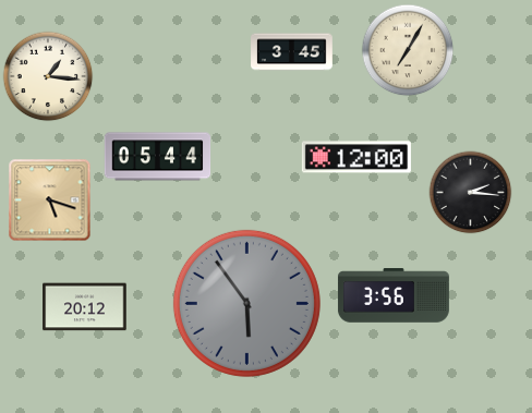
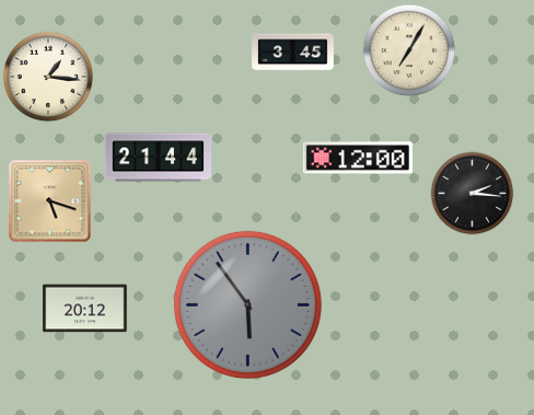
clock at (158, 157): 05:44 -> 21:44
clock at (394, 295): 3:56 -> none
